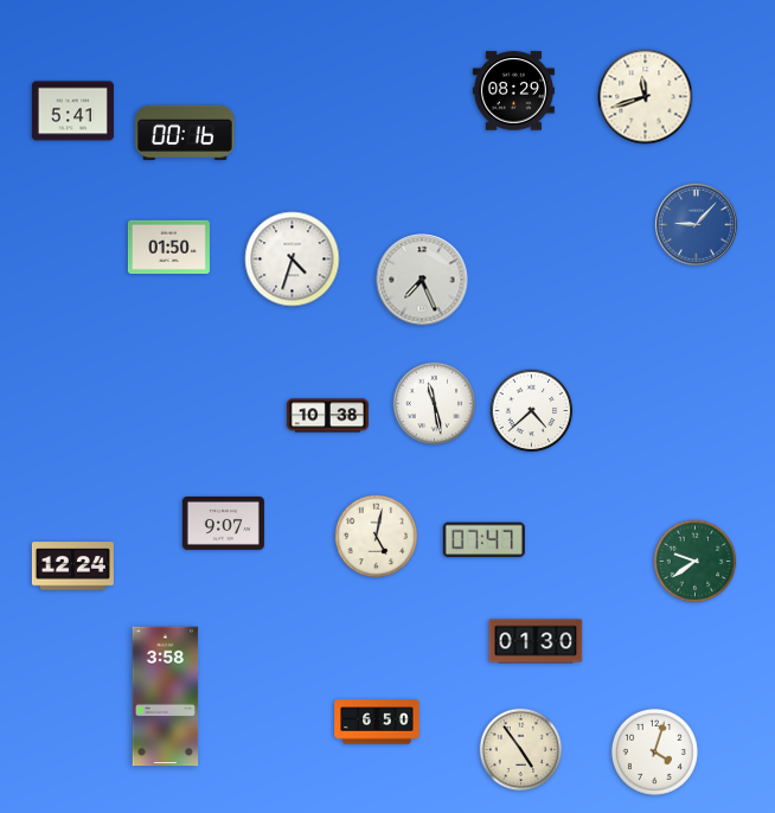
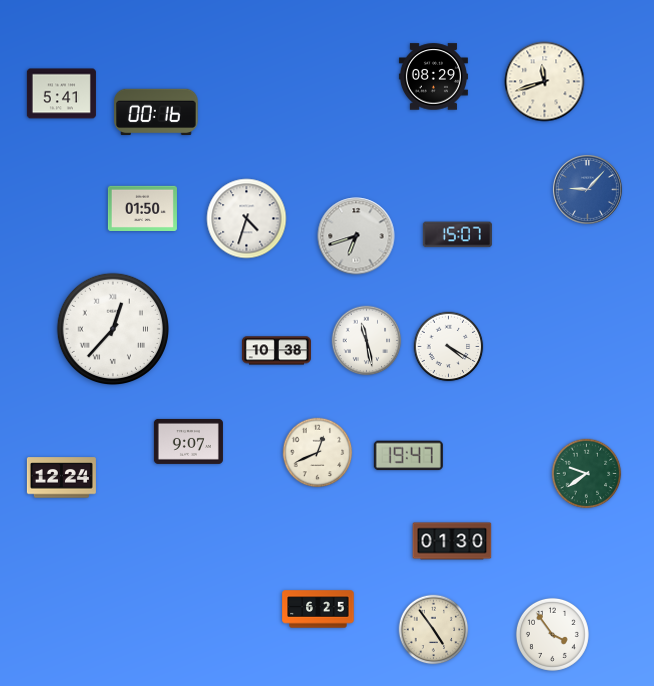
clock at (457, 235): none -> 15:07
clock at (422, 280): 7:26 -> 6:42
clock at (112, 328): none -> 12:37
clock at (532, 411): 4:38 -> 4:20
clock at (377, 537): 5:02 -> 12:41
clock at (483, 540): 07:47 -> 19:47
clock at (166, 697): 3:58 -> none
clock at (377, 722): 6:50 -> 6:25
clock at (521, 750) position: (521, 750) -> (434, 630)
clock at (654, 751): 4:03 -> 3:54
